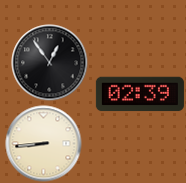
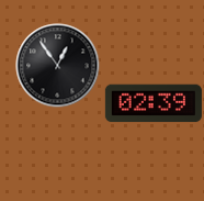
clock at (50, 63) position: (50, 63) -> (58, 66)
clock at (44, 144): 8:44 -> none
